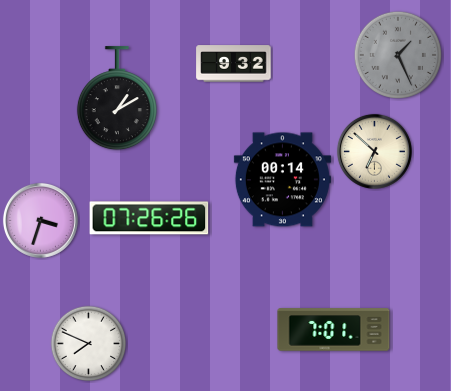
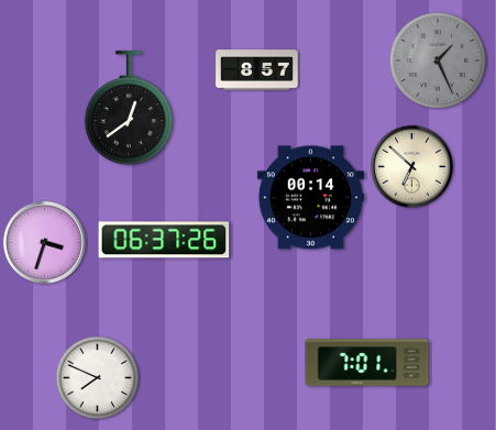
clock at (234, 64): 9:32 -> 8:57
clock at (117, 99): 1:10 -> 12:39
clock at (149, 218): 07:26 -> 06:37
